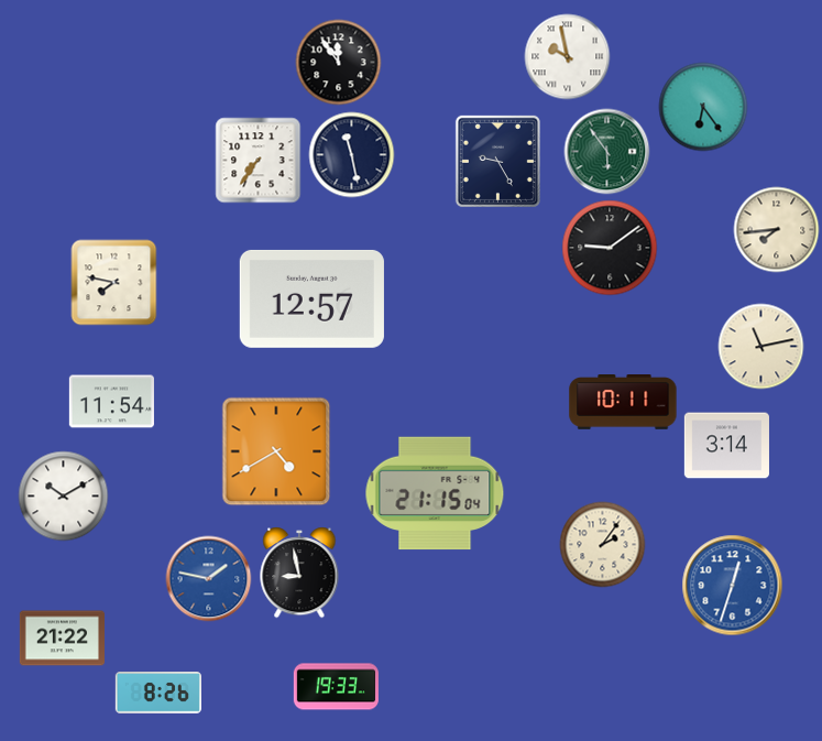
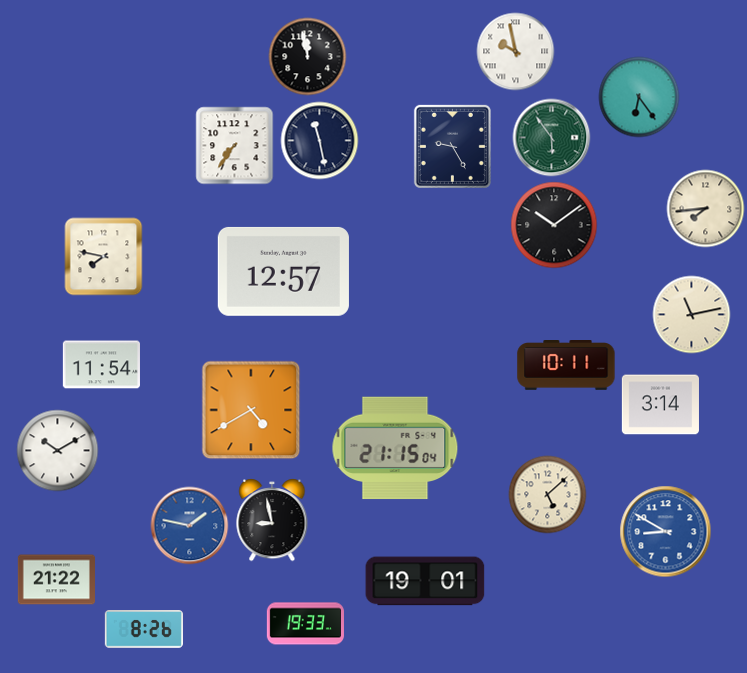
clock at (338, 62): 11:54 -> 11:58
clock at (610, 248): 9:09 -> 10:09
clock at (602, 544): 2:06 -> 5:08
clock at (732, 585): 12:33 -> 8:50
clock at (425, 581): none -> 19:01
